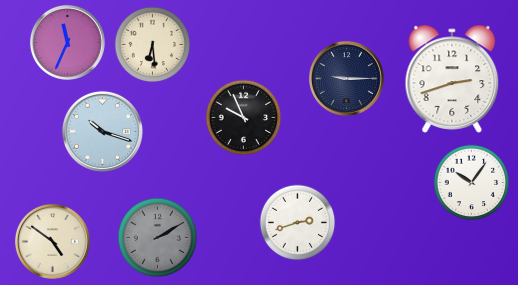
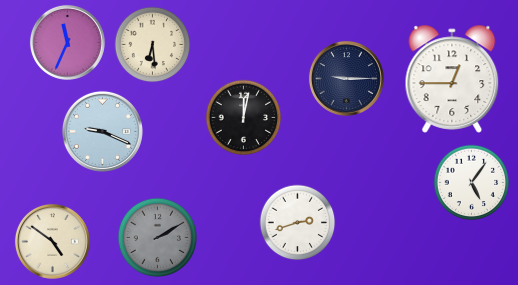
clock at (452, 79): 2:42 -> 12:45
clock at (244, 118): 9:56 -> 12:02
clock at (102, 131): 10:18 -> 9:19
clock at (472, 183): 10:06 -> 5:06
